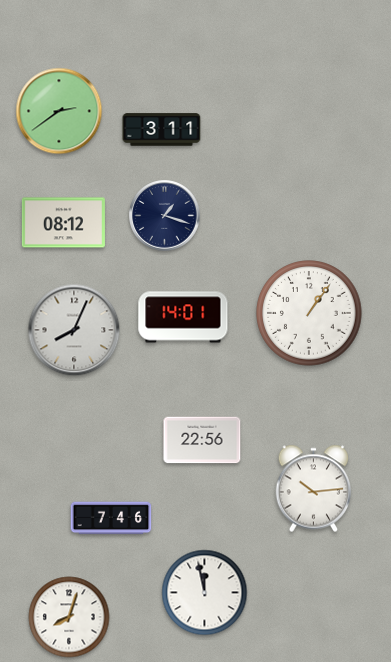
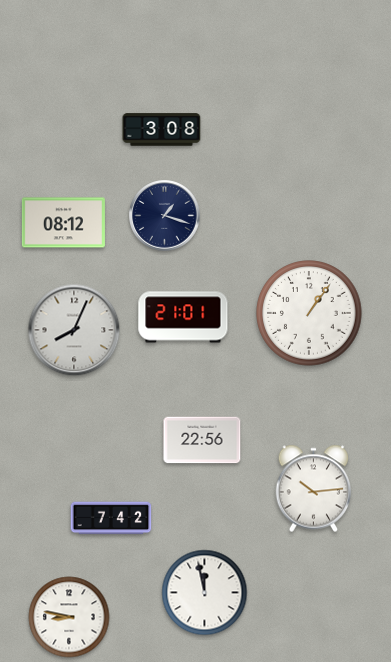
clock at (59, 111): 2:39 -> none
clock at (162, 130): 3:11 -> 3:08
clock at (183, 317): 14:01 -> 21:01
clock at (111, 518): 7:46 -> 7:42
clock at (69, 617): 8:03 -> 8:47
